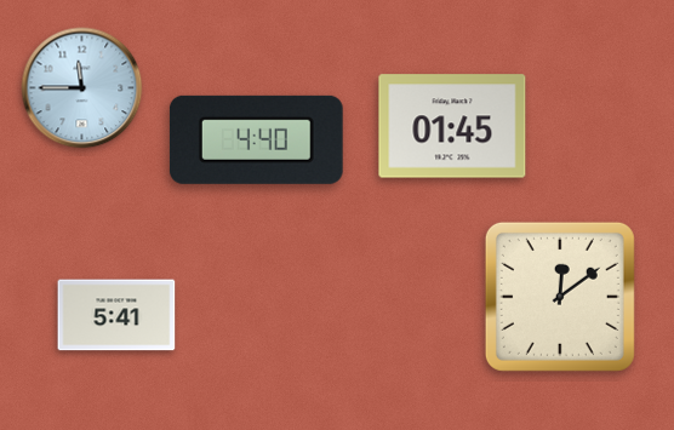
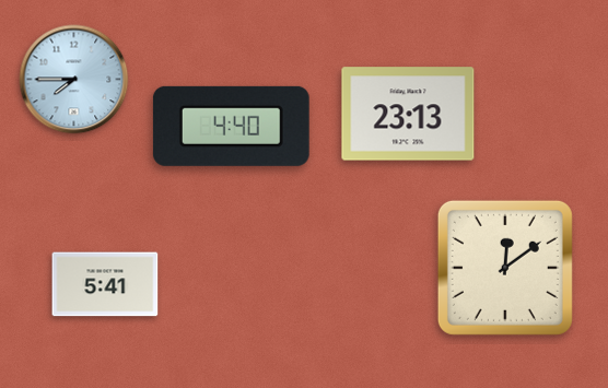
clock at (82, 88): 11:45 -> 7:45
clock at (452, 126): 01:45 -> 23:13
